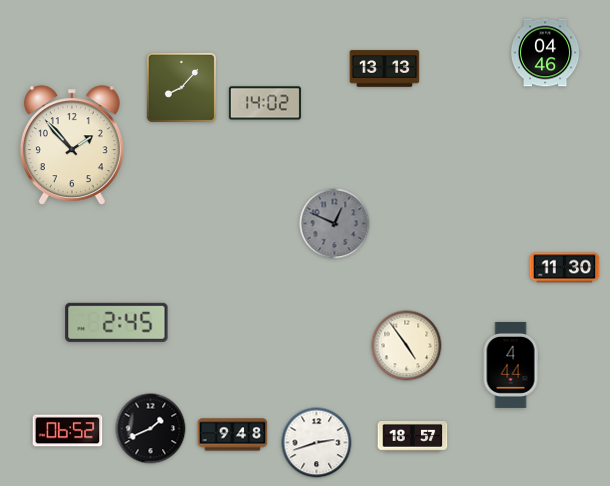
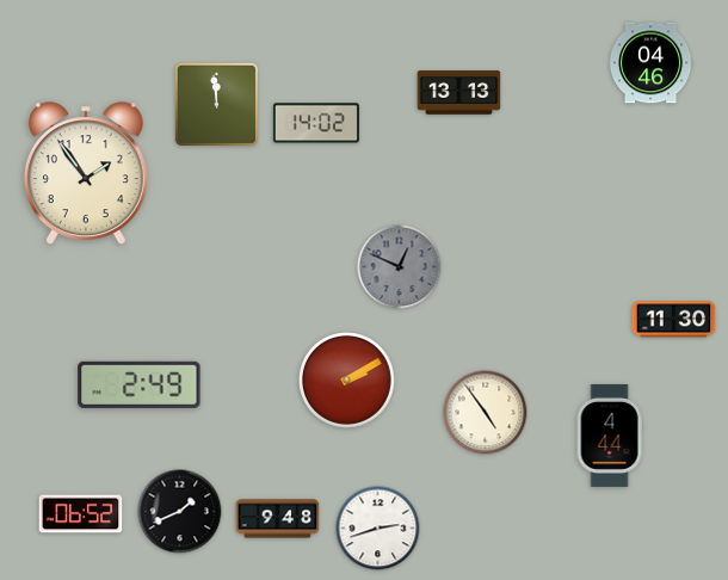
clock at (385, 69) position: (385, 69) -> (459, 93)
clock at (181, 87): 8:07 -> 11:59
clock at (72, 146): 1:53 -> 1:54
clock at (347, 381): none -> 2:10
clock at (117, 322): 2:45 -> 2:49
clock at (413, 437): 18:57 -> none
